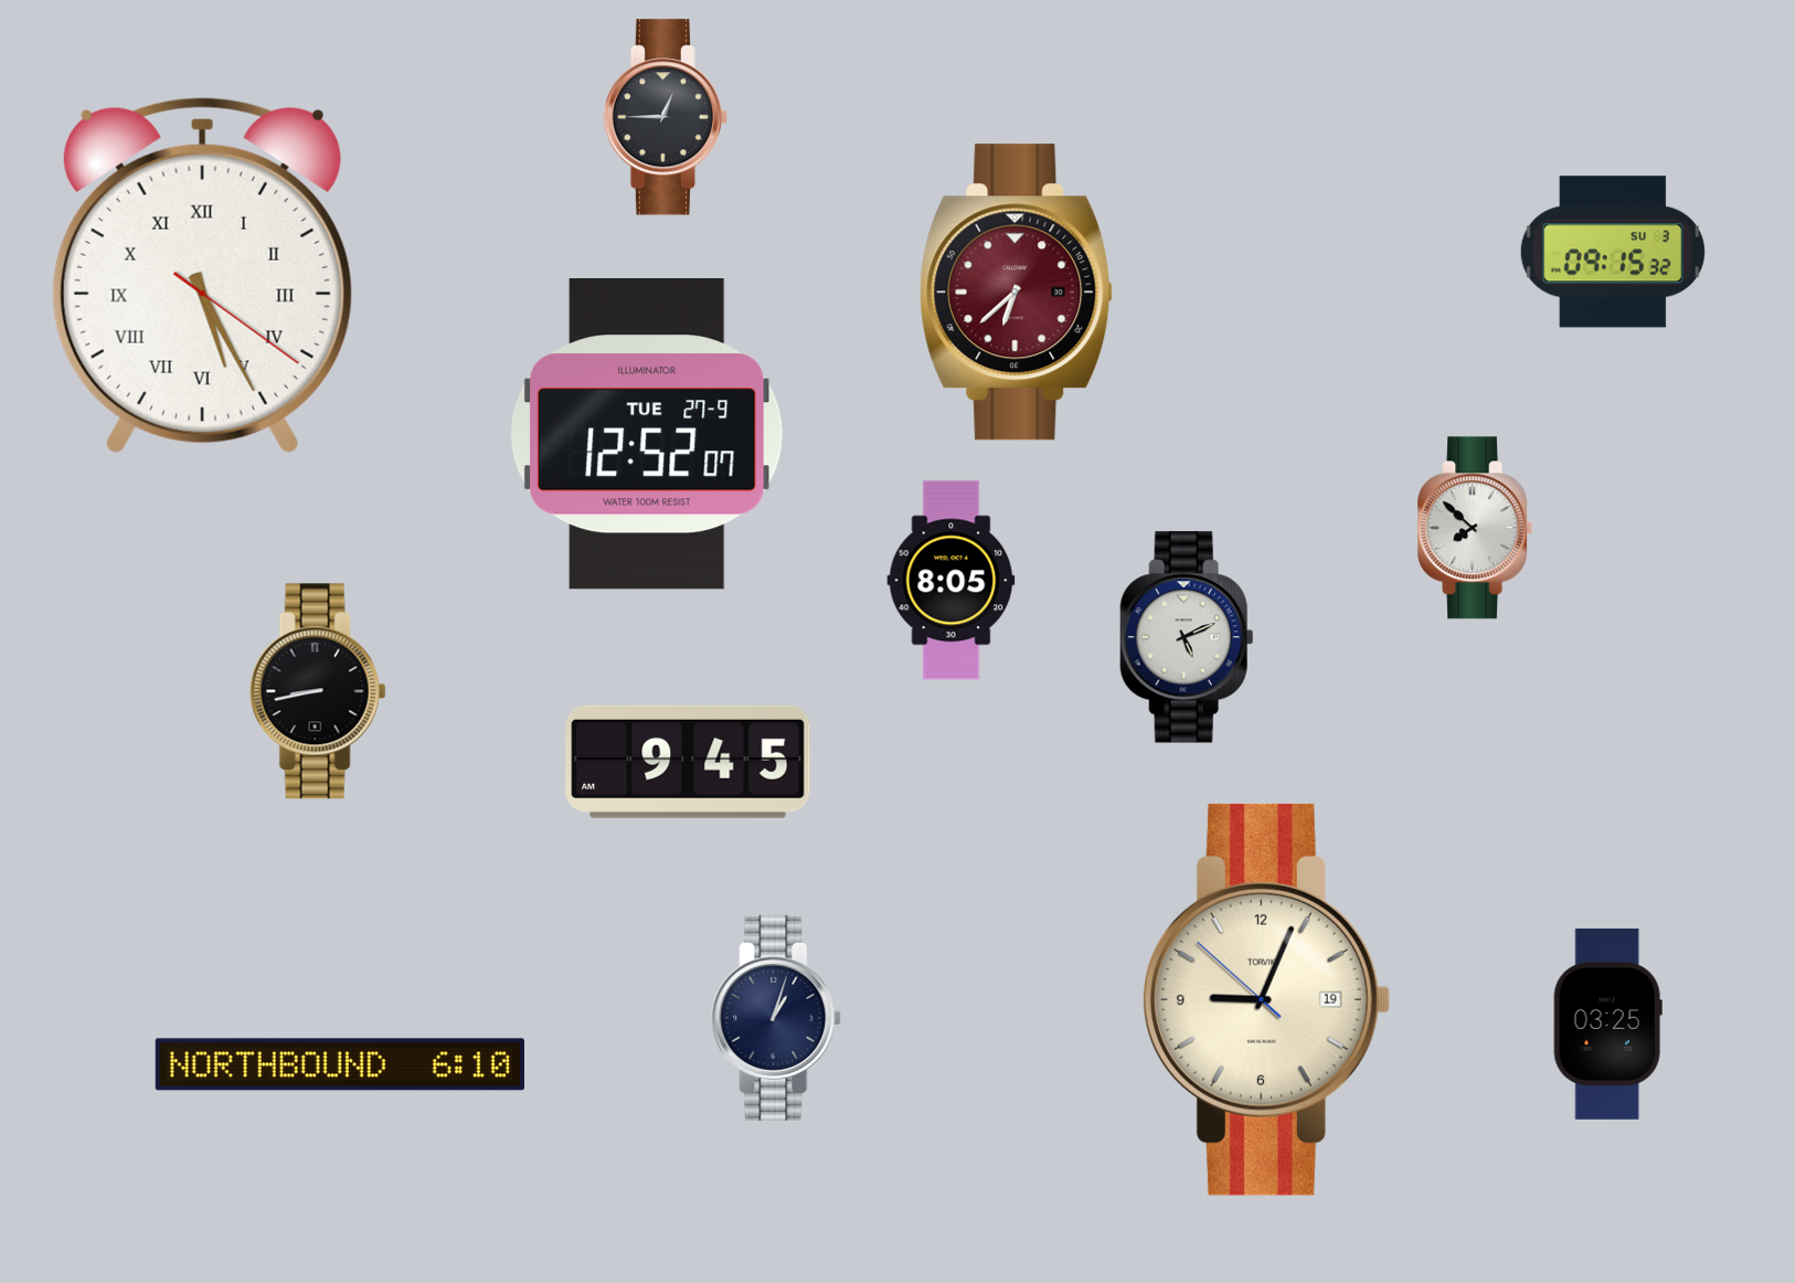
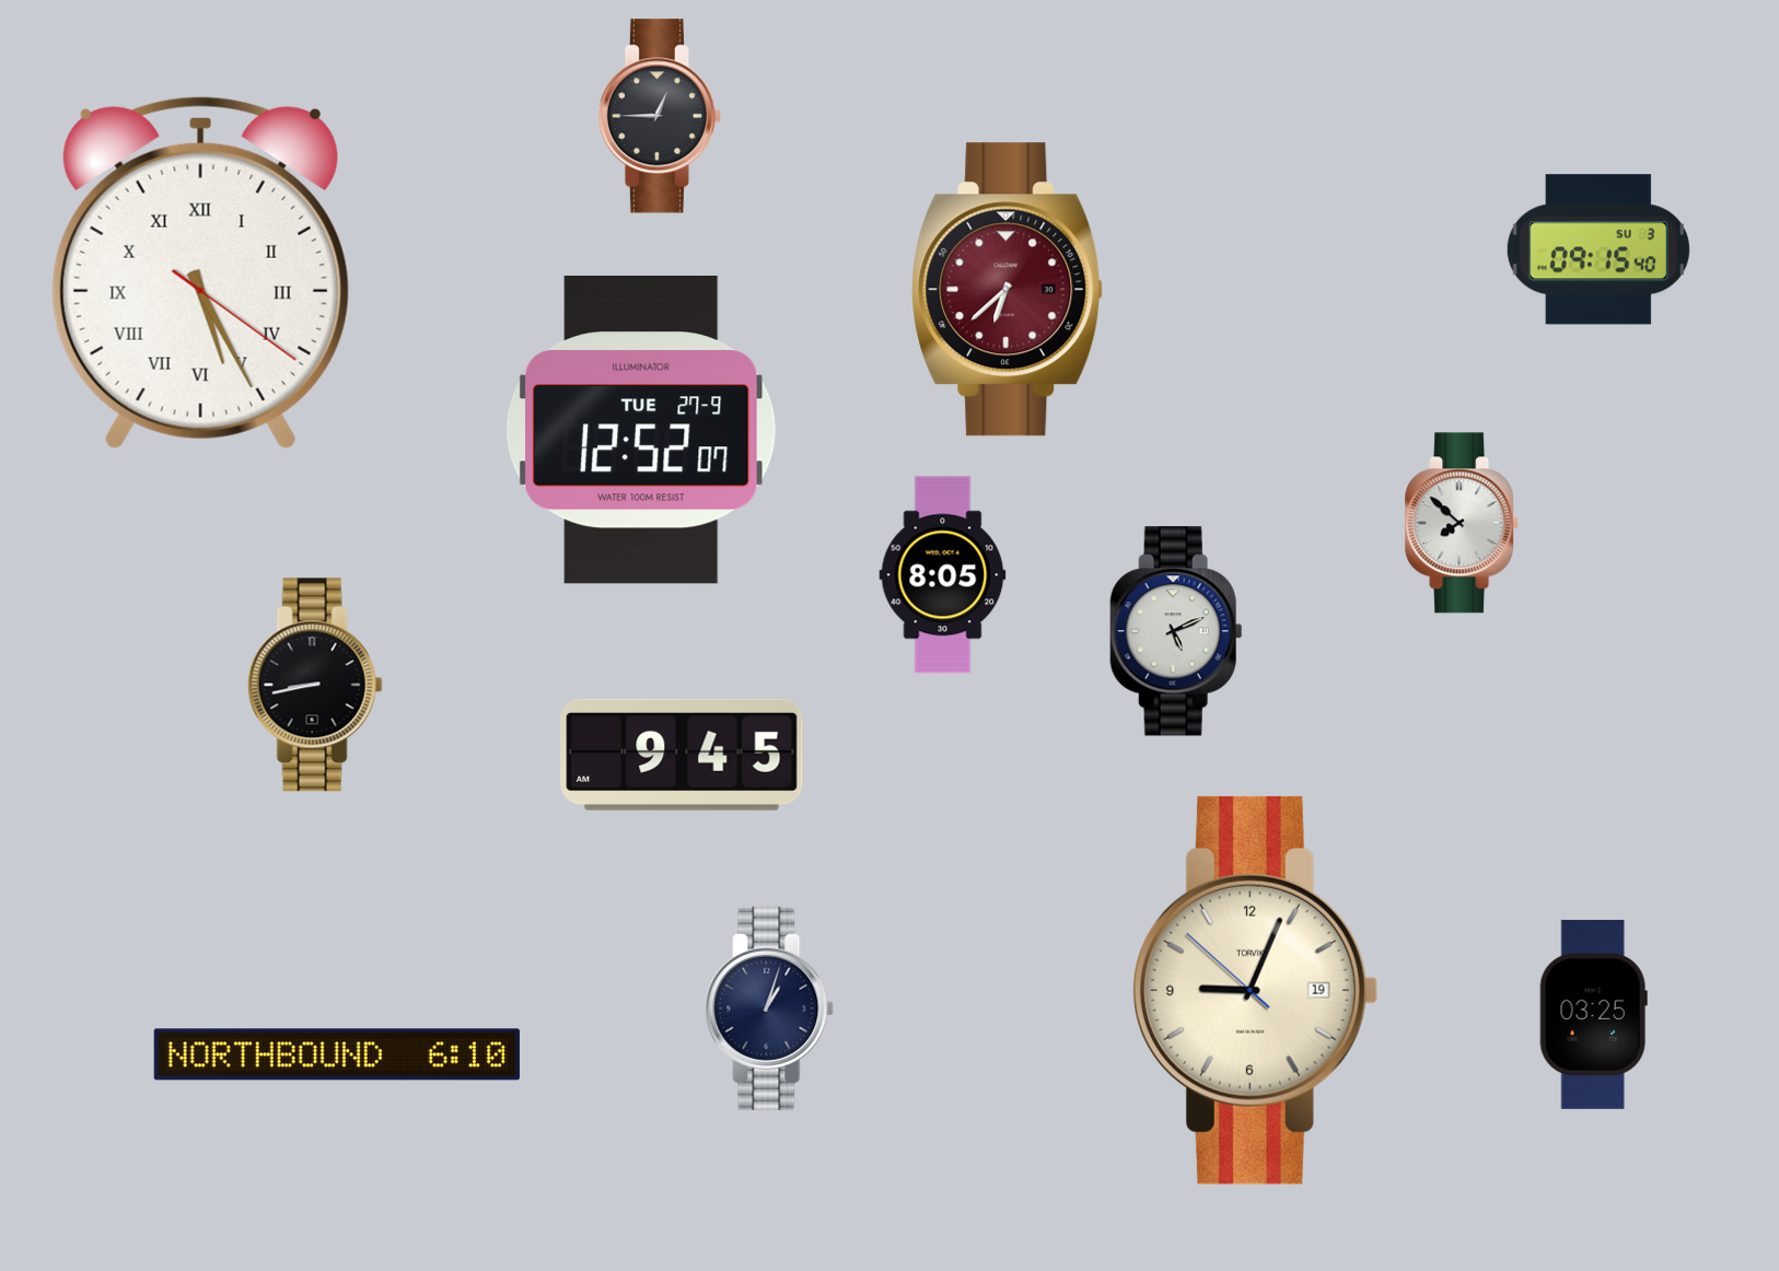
clock at (1613, 252): 09:15:32 -> 09:15:40
